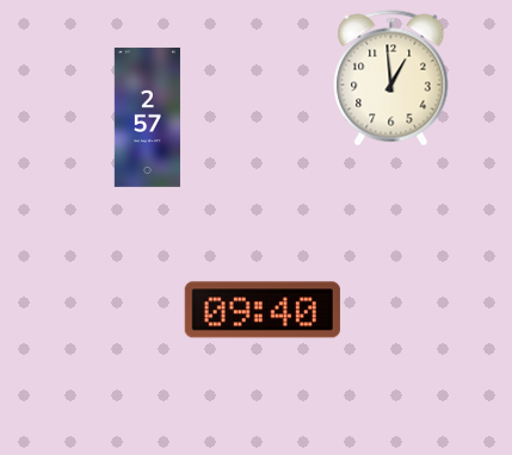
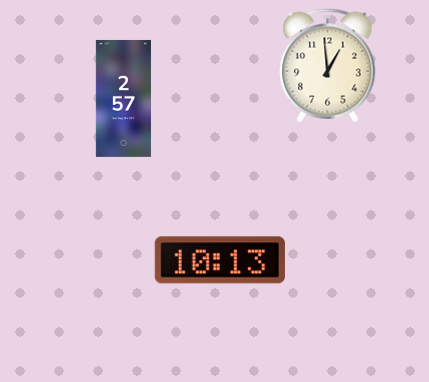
clock at (263, 310): 09:40 -> 10:13
